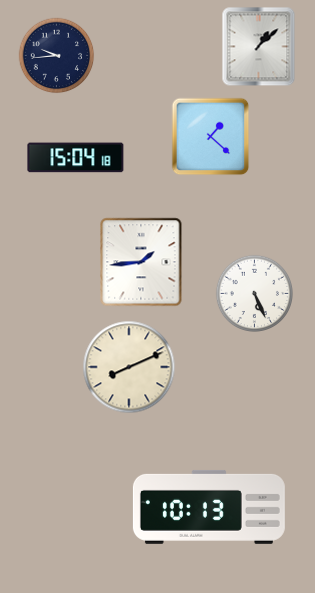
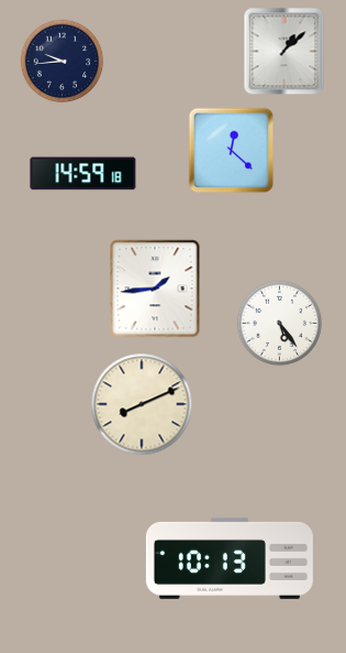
clock at (211, 137): 1:22 -> 12:22
clock at (76, 158): 15:04 -> 14:59
clock at (254, 293): 5:26 -> 5:24
